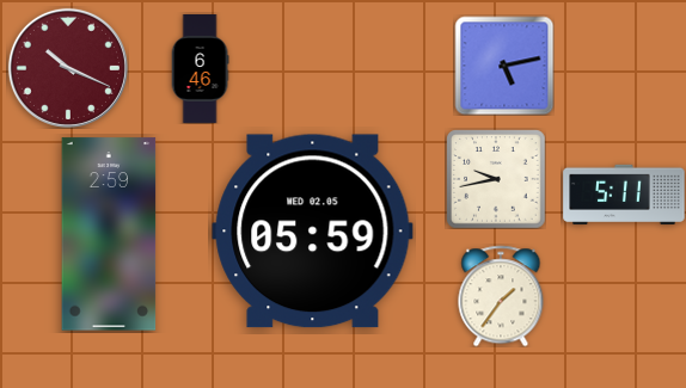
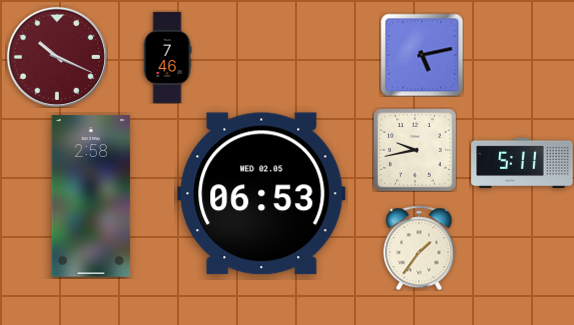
clock at (200, 68): 6:46 -> 7:46
clock at (313, 232): 05:59 -> 06:53
clock at (109, 234): 2:59 -> 2:58
